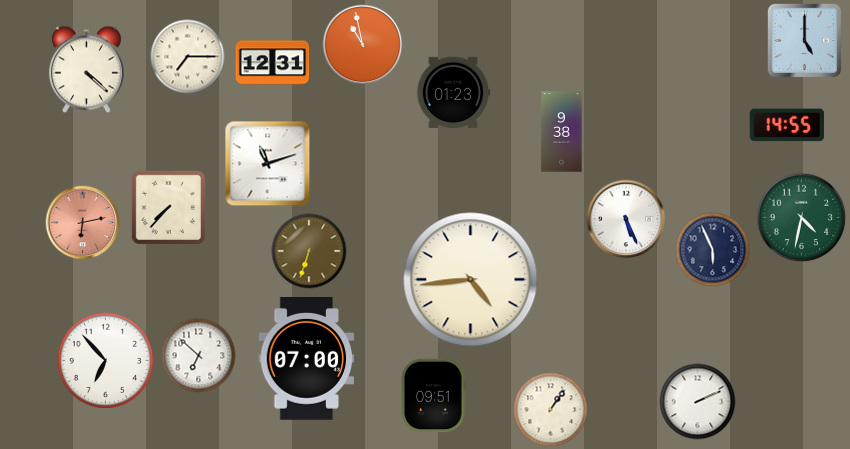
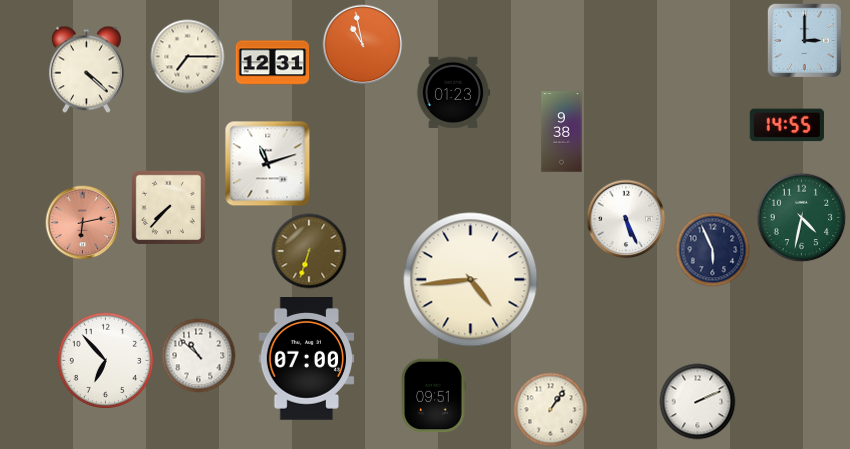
clock at (804, 40): 5:00 -> 3:00
clock at (199, 356): 6:52 -> 10:52
